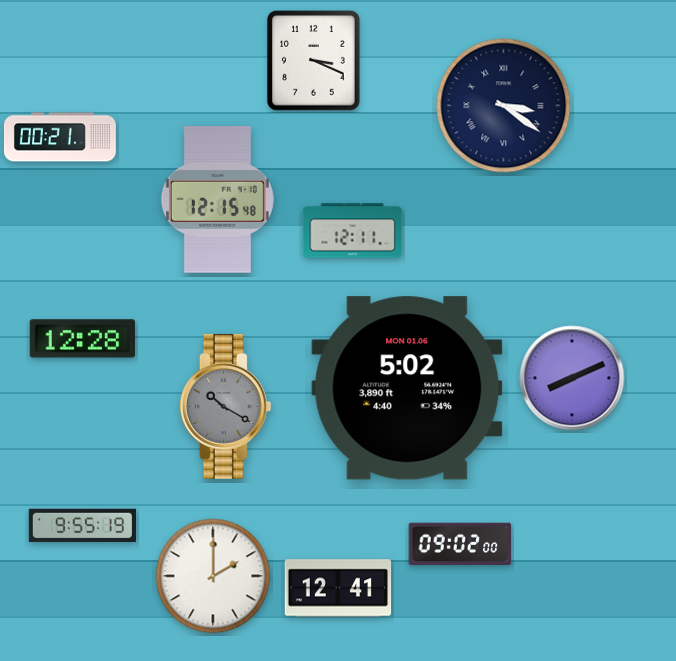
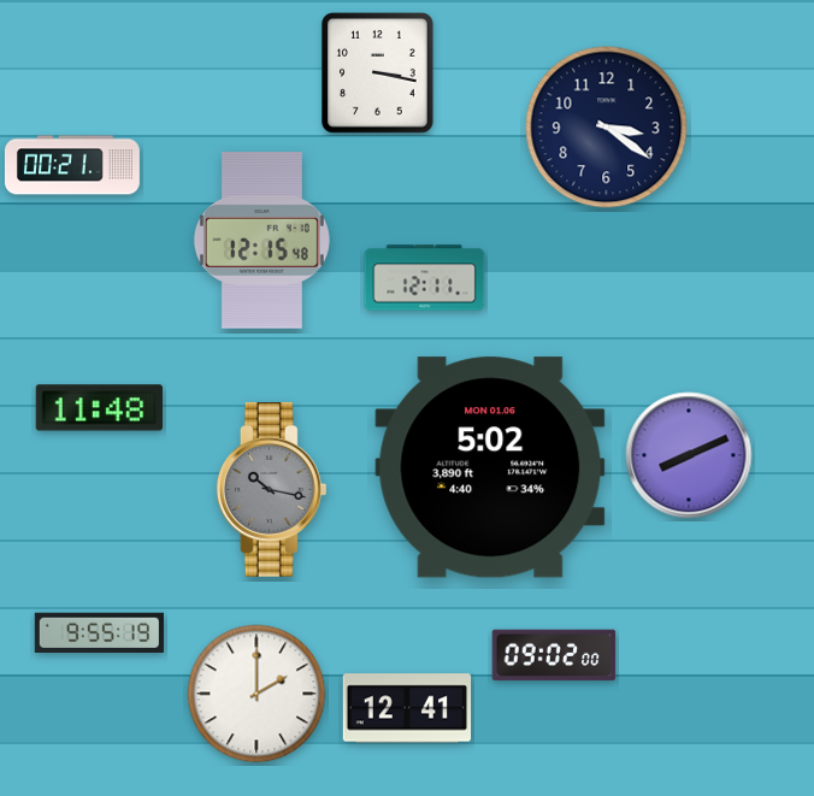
clock at (314, 61): 3:19 -> 3:17
clock at (504, 106) numerals: Roman -> Arabic
clock at (83, 339): 12:28 -> 11:48
clock at (225, 406): 10:20 -> 10:17
